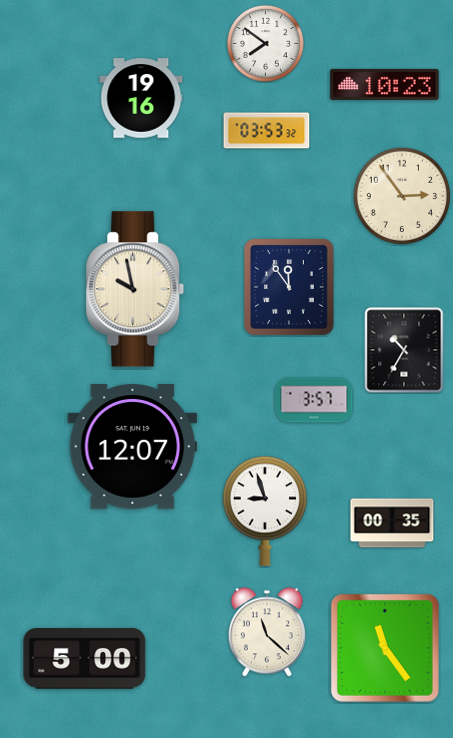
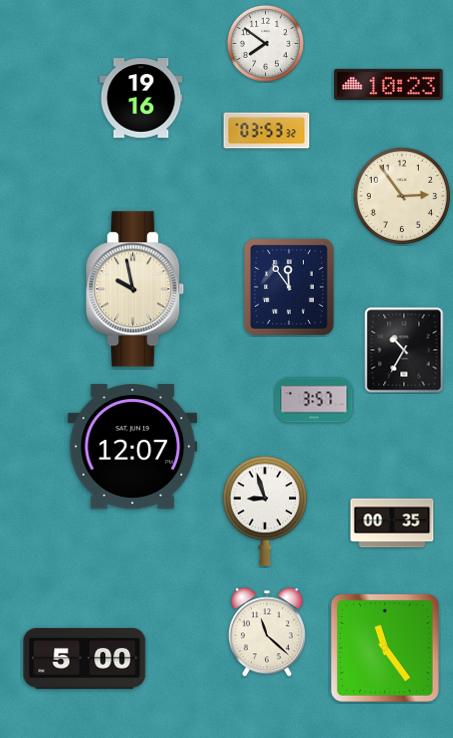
clock at (385, 84) position: (385, 84) -> (389, 84)
